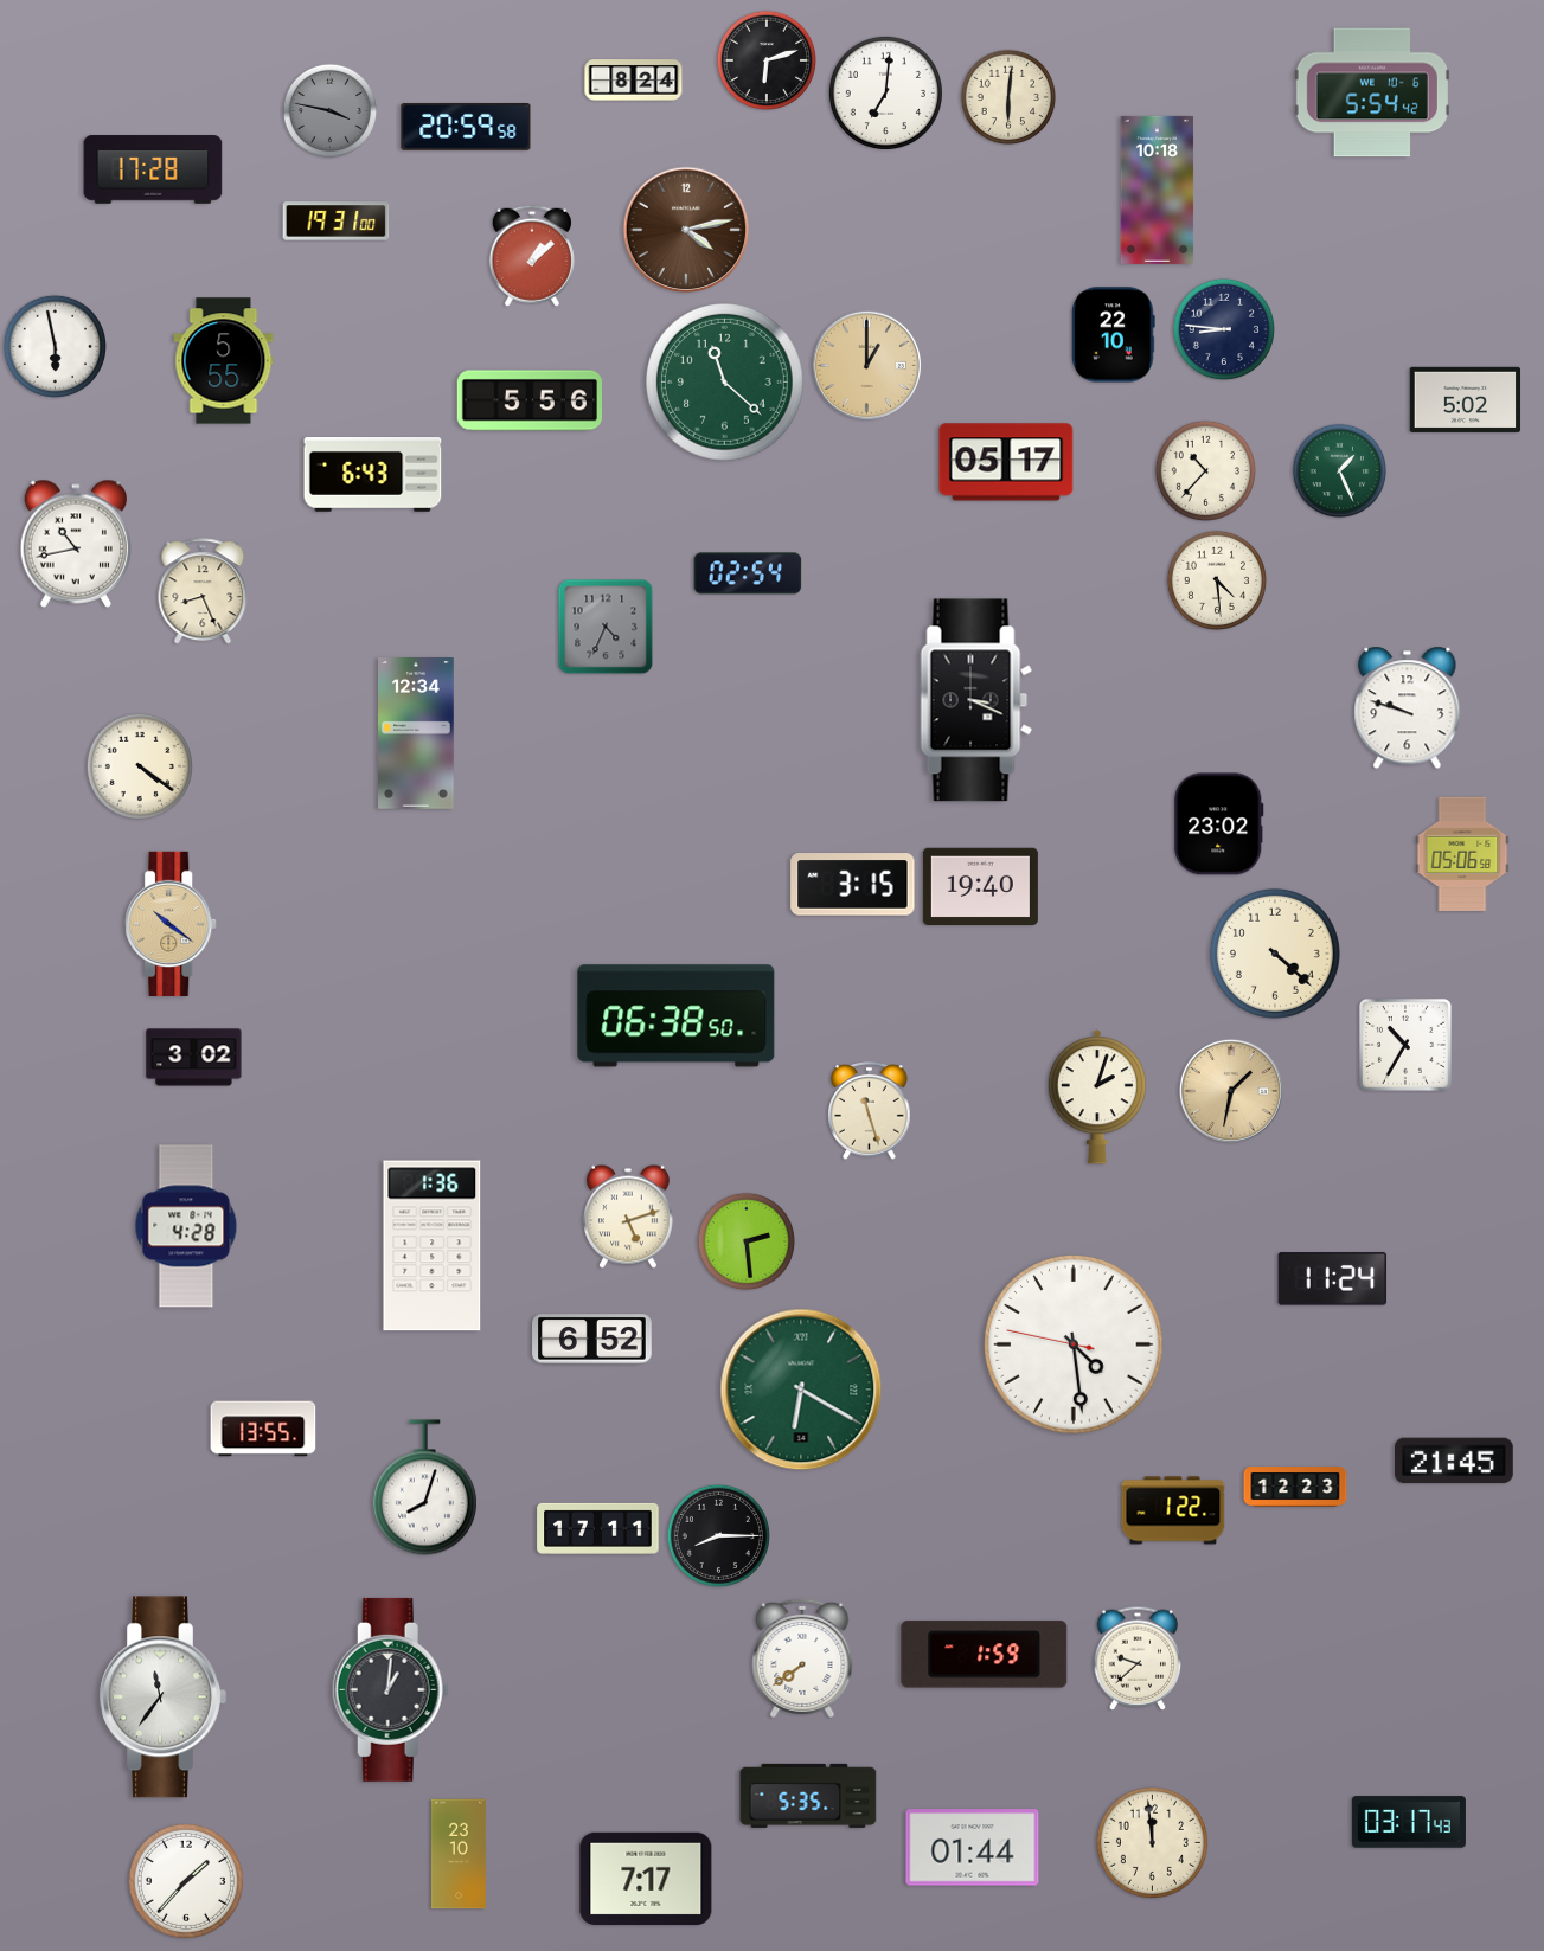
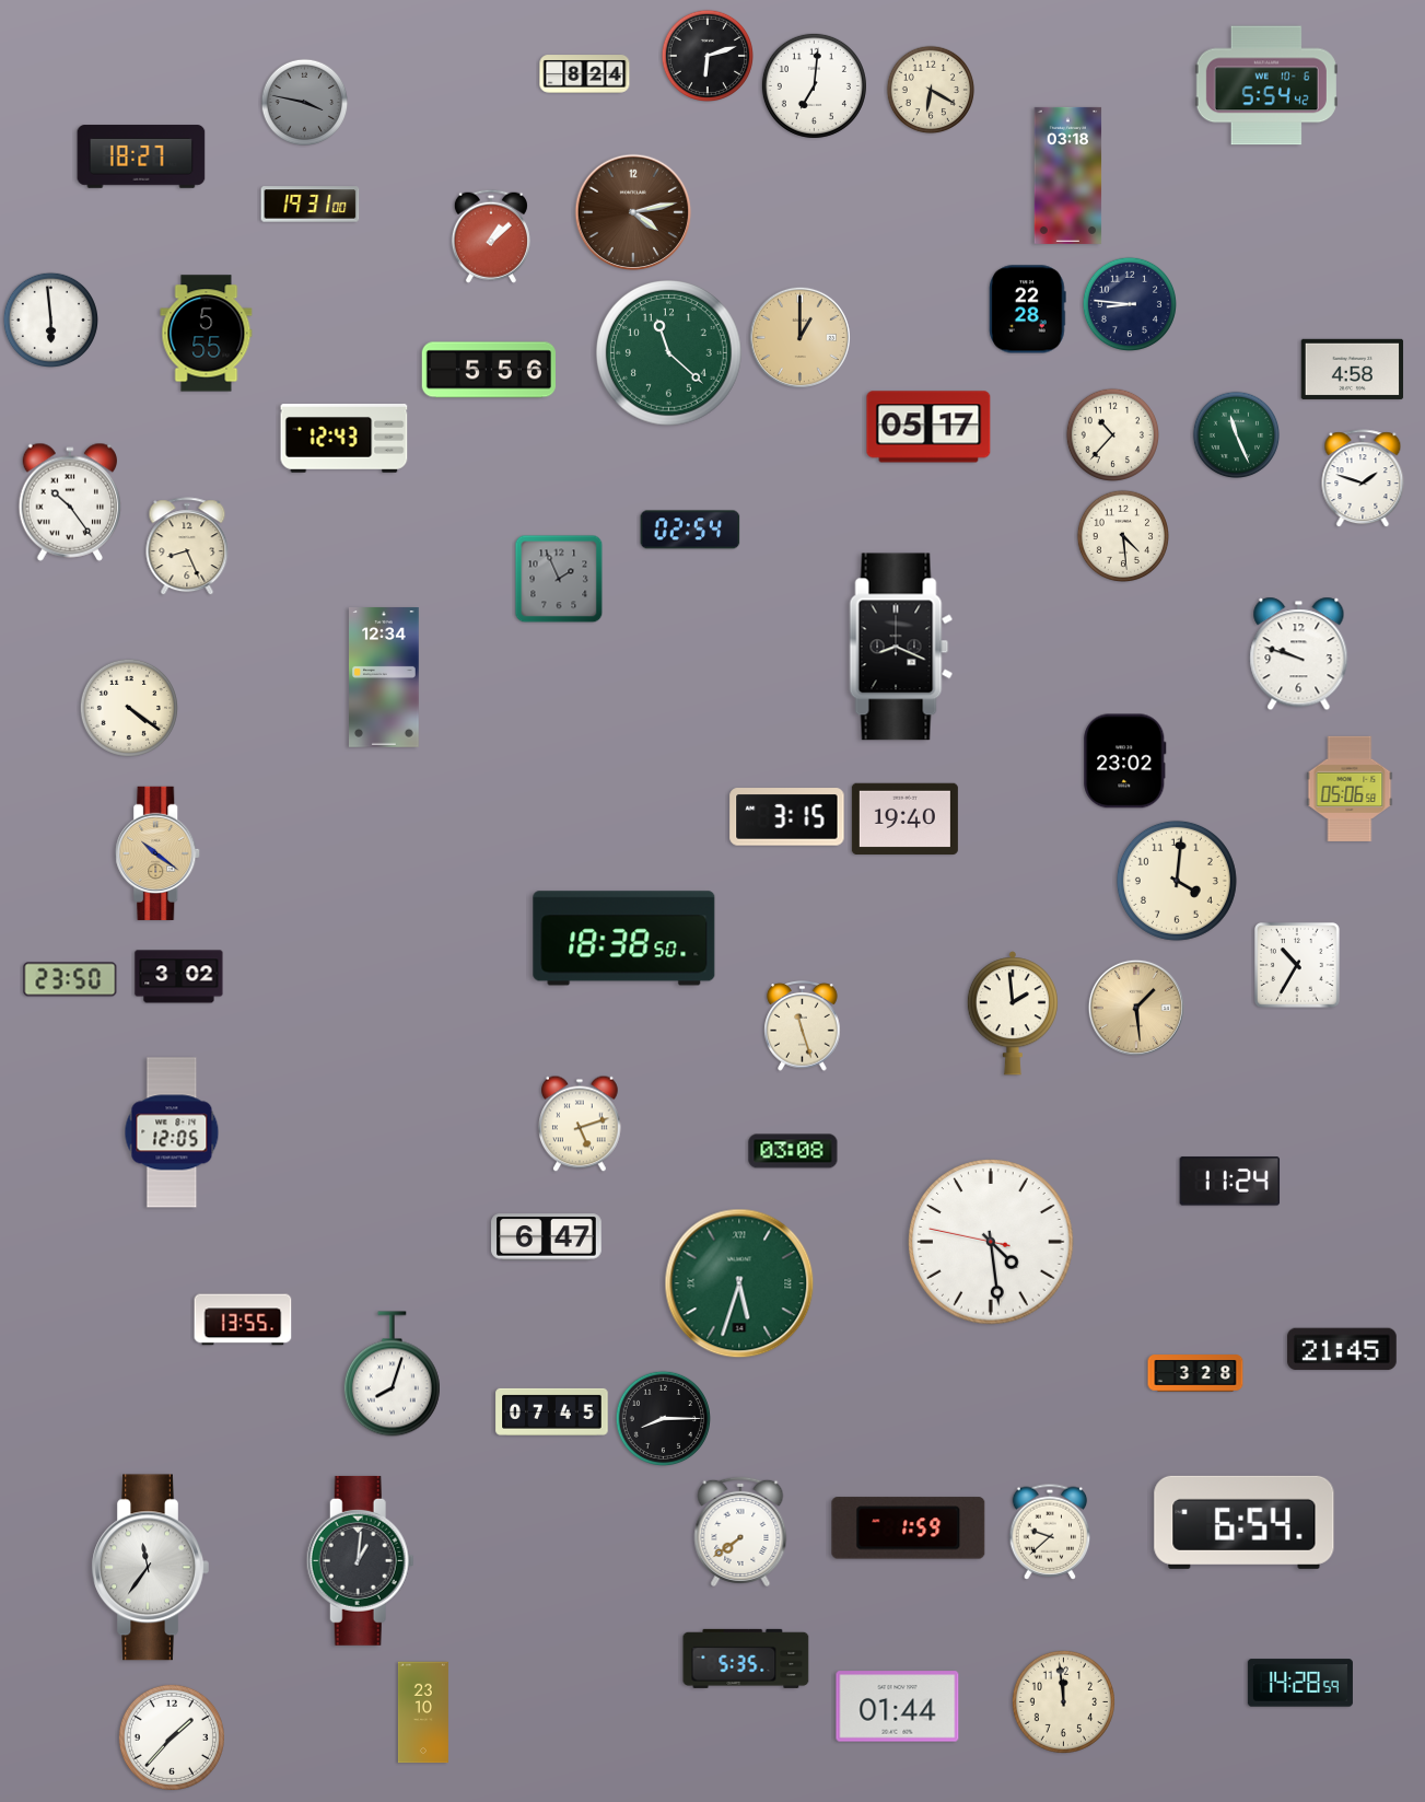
clock at (885, 92) position: (885, 92) -> (814, 85)
clock at (1008, 97): 6:01 -> 6:20
clock at (466, 128): 20:59 -> none
clock at (153, 169): 17:28 -> 18:27
clock at (1158, 190): 10:18 -> 03:18
clock at (1114, 335): 22:10 -> 22:28
clock at (55, 346): 5:58 -> 5:59
clock at (1466, 399): 5:02 -> 4:58
clock at (1340, 471): 1:26 -> 11:26
clock at (373, 475): 6:43 -> 12:43
clock at (1363, 479): none -> 1:48
clock at (76, 544): 10:43 -> 10:24
clock at (606, 627): 4:34 -> 1:56
clock at (976, 700): 3:19 -> 8:19
clock at (1275, 954): 4:22 -> 4:01
clock at (677, 1016): 06:38 -> 18:38
clock at (70, 979): none -> 23:50
clock at (1231, 1091): 1:32 -> 1:29
clock at (1097, 1097): 2:03 -> 1:59
clock at (186, 1226): 4:28 -> 12:05
clock at (747, 1241): 2:29 -> none
clock at (433, 1246): 1:36 -> none
clock at (793, 1151): none -> 03:08
clock at (592, 1340): 6:52 -> 6:47
clock at (801, 1390): 6:20 -> 5:33
clock at (1295, 1487): 12:23 -> 3:28
clock at (1173, 1510): 1:22 -> none
clock at (598, 1528): 17:11 -> 07:45
clock at (1245, 1522): none -> 6:54
clock at (1409, 1822): 03:17 -> 14:28
clock at (646, 1878): 7:17 -> none
